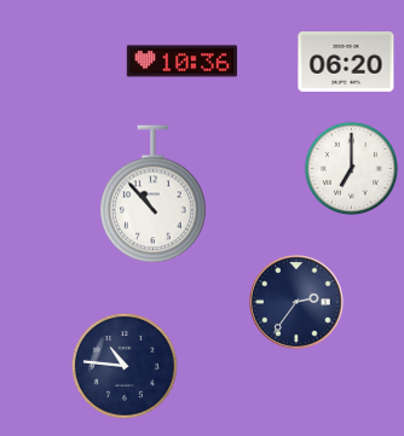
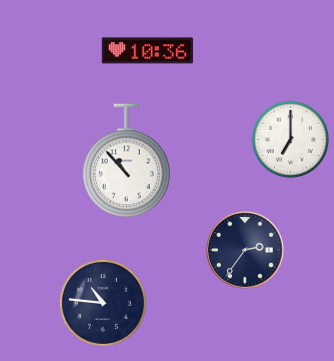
clock at (181, 62) position: (181, 62) -> (147, 51)
clock at (346, 63): 06:20 -> none
